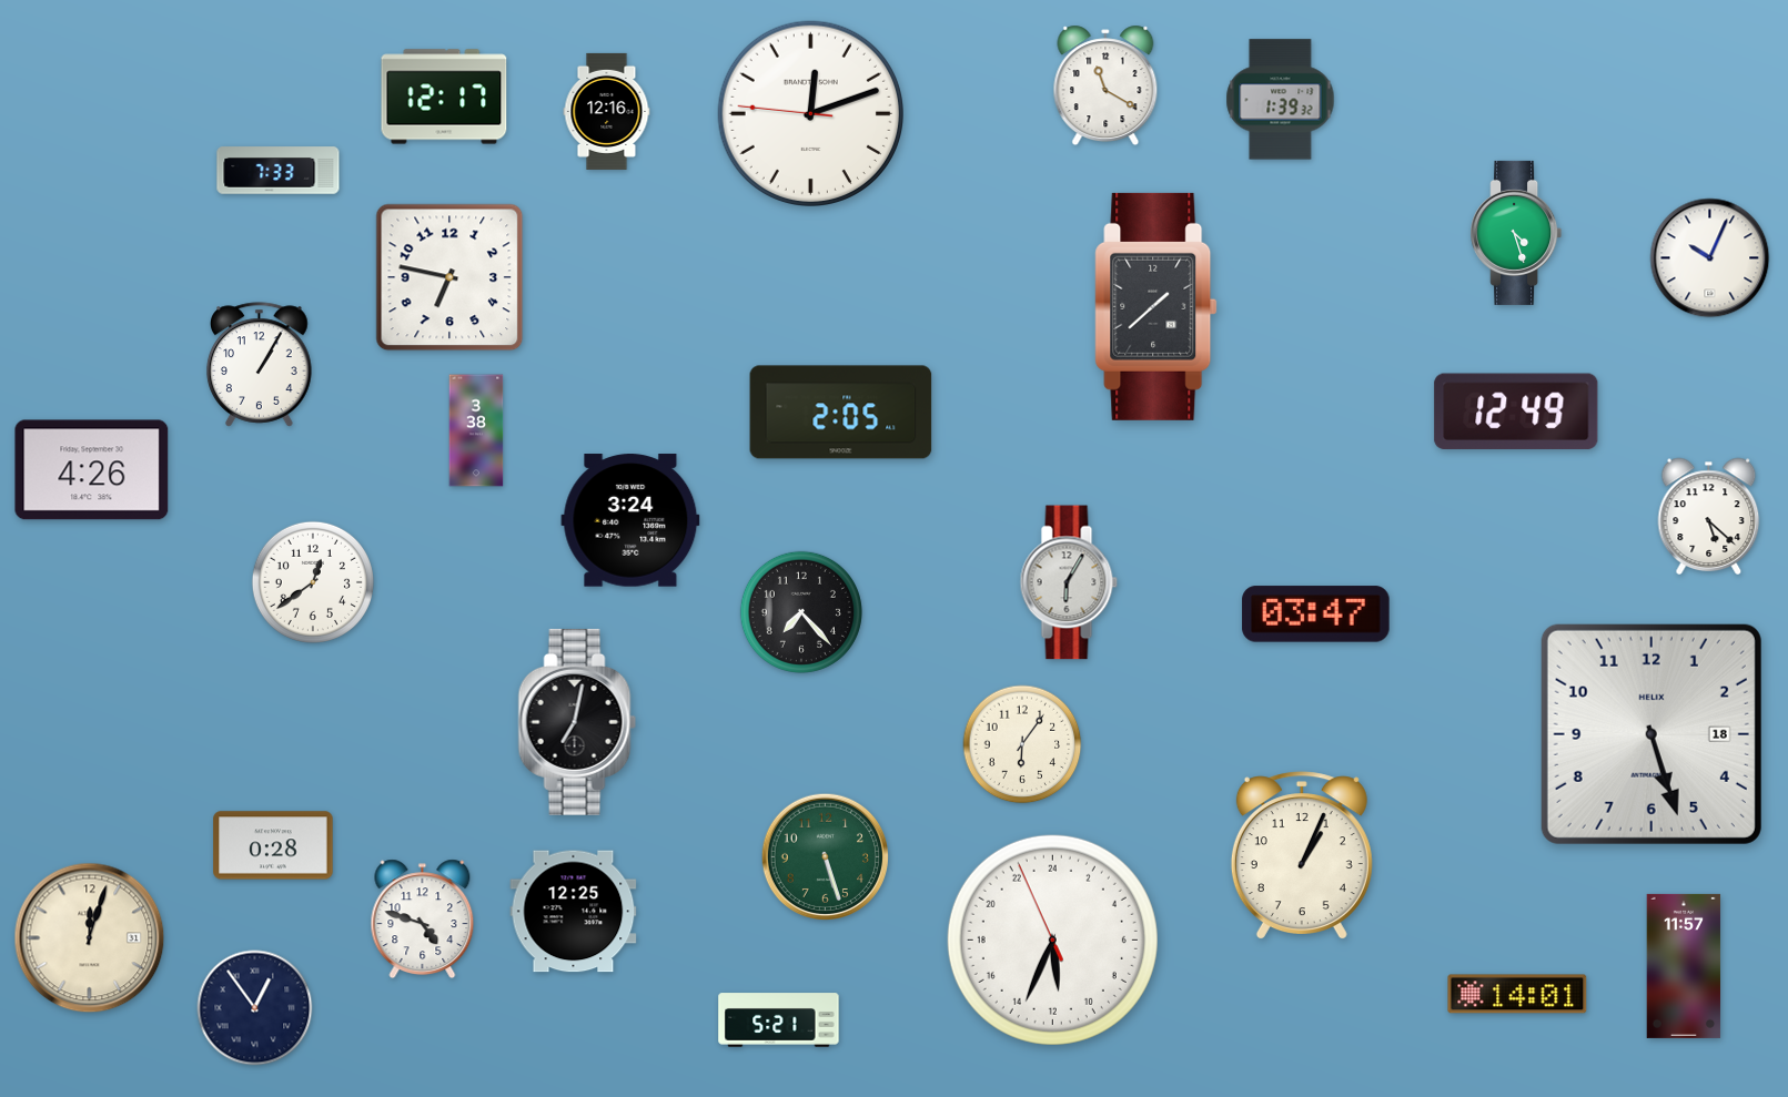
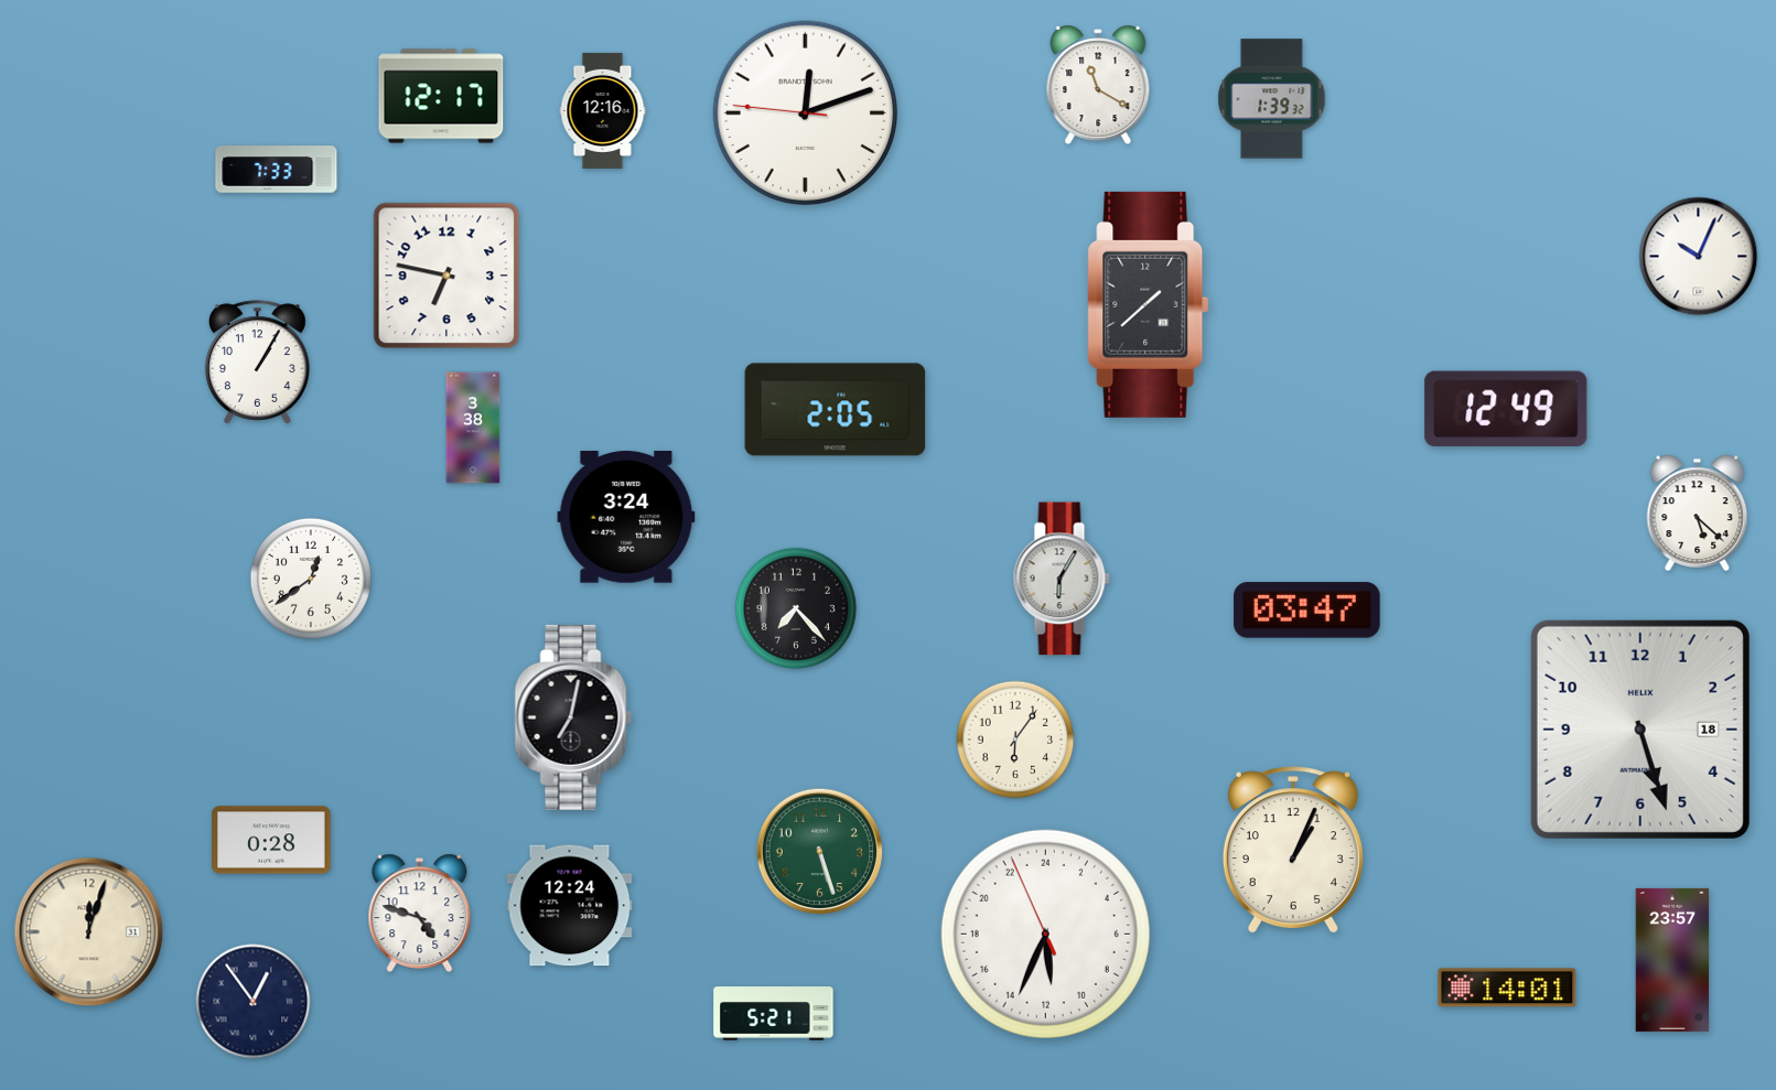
clock at (1516, 233): 4:27 -> none
clock at (92, 470): 4:26 -> none
clock at (574, 912): 12:25 -> 12:24
clock at (1684, 966): 11:57 -> 23:57
